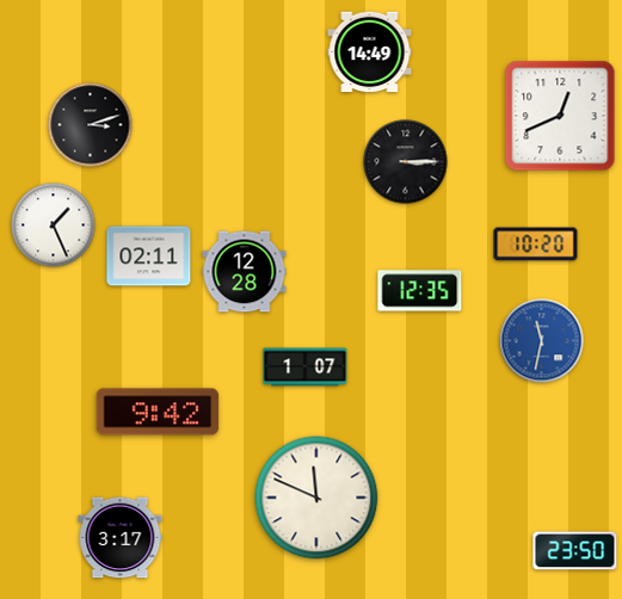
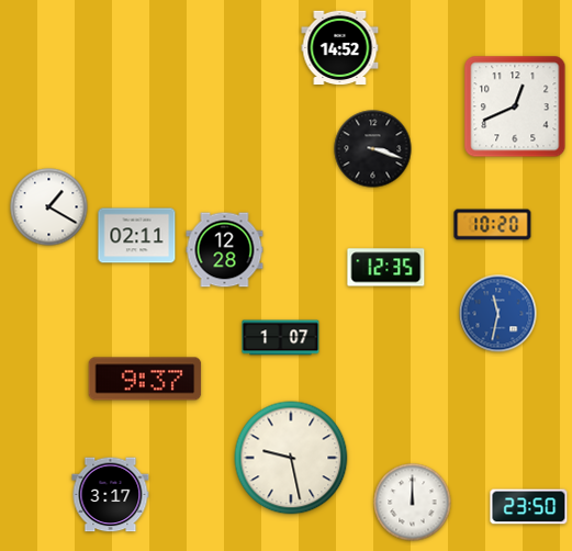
clock at (370, 53): 14:49 -> 14:52
clock at (91, 125): 3:12 -> none
clock at (406, 162): 3:15 -> 3:18
clock at (54, 226): 1:26 -> 1:20
clock at (158, 412): 9:42 -> 9:37
clock at (316, 498): 11:49 -> 9:28
clock at (413, 503): none -> 12:00
